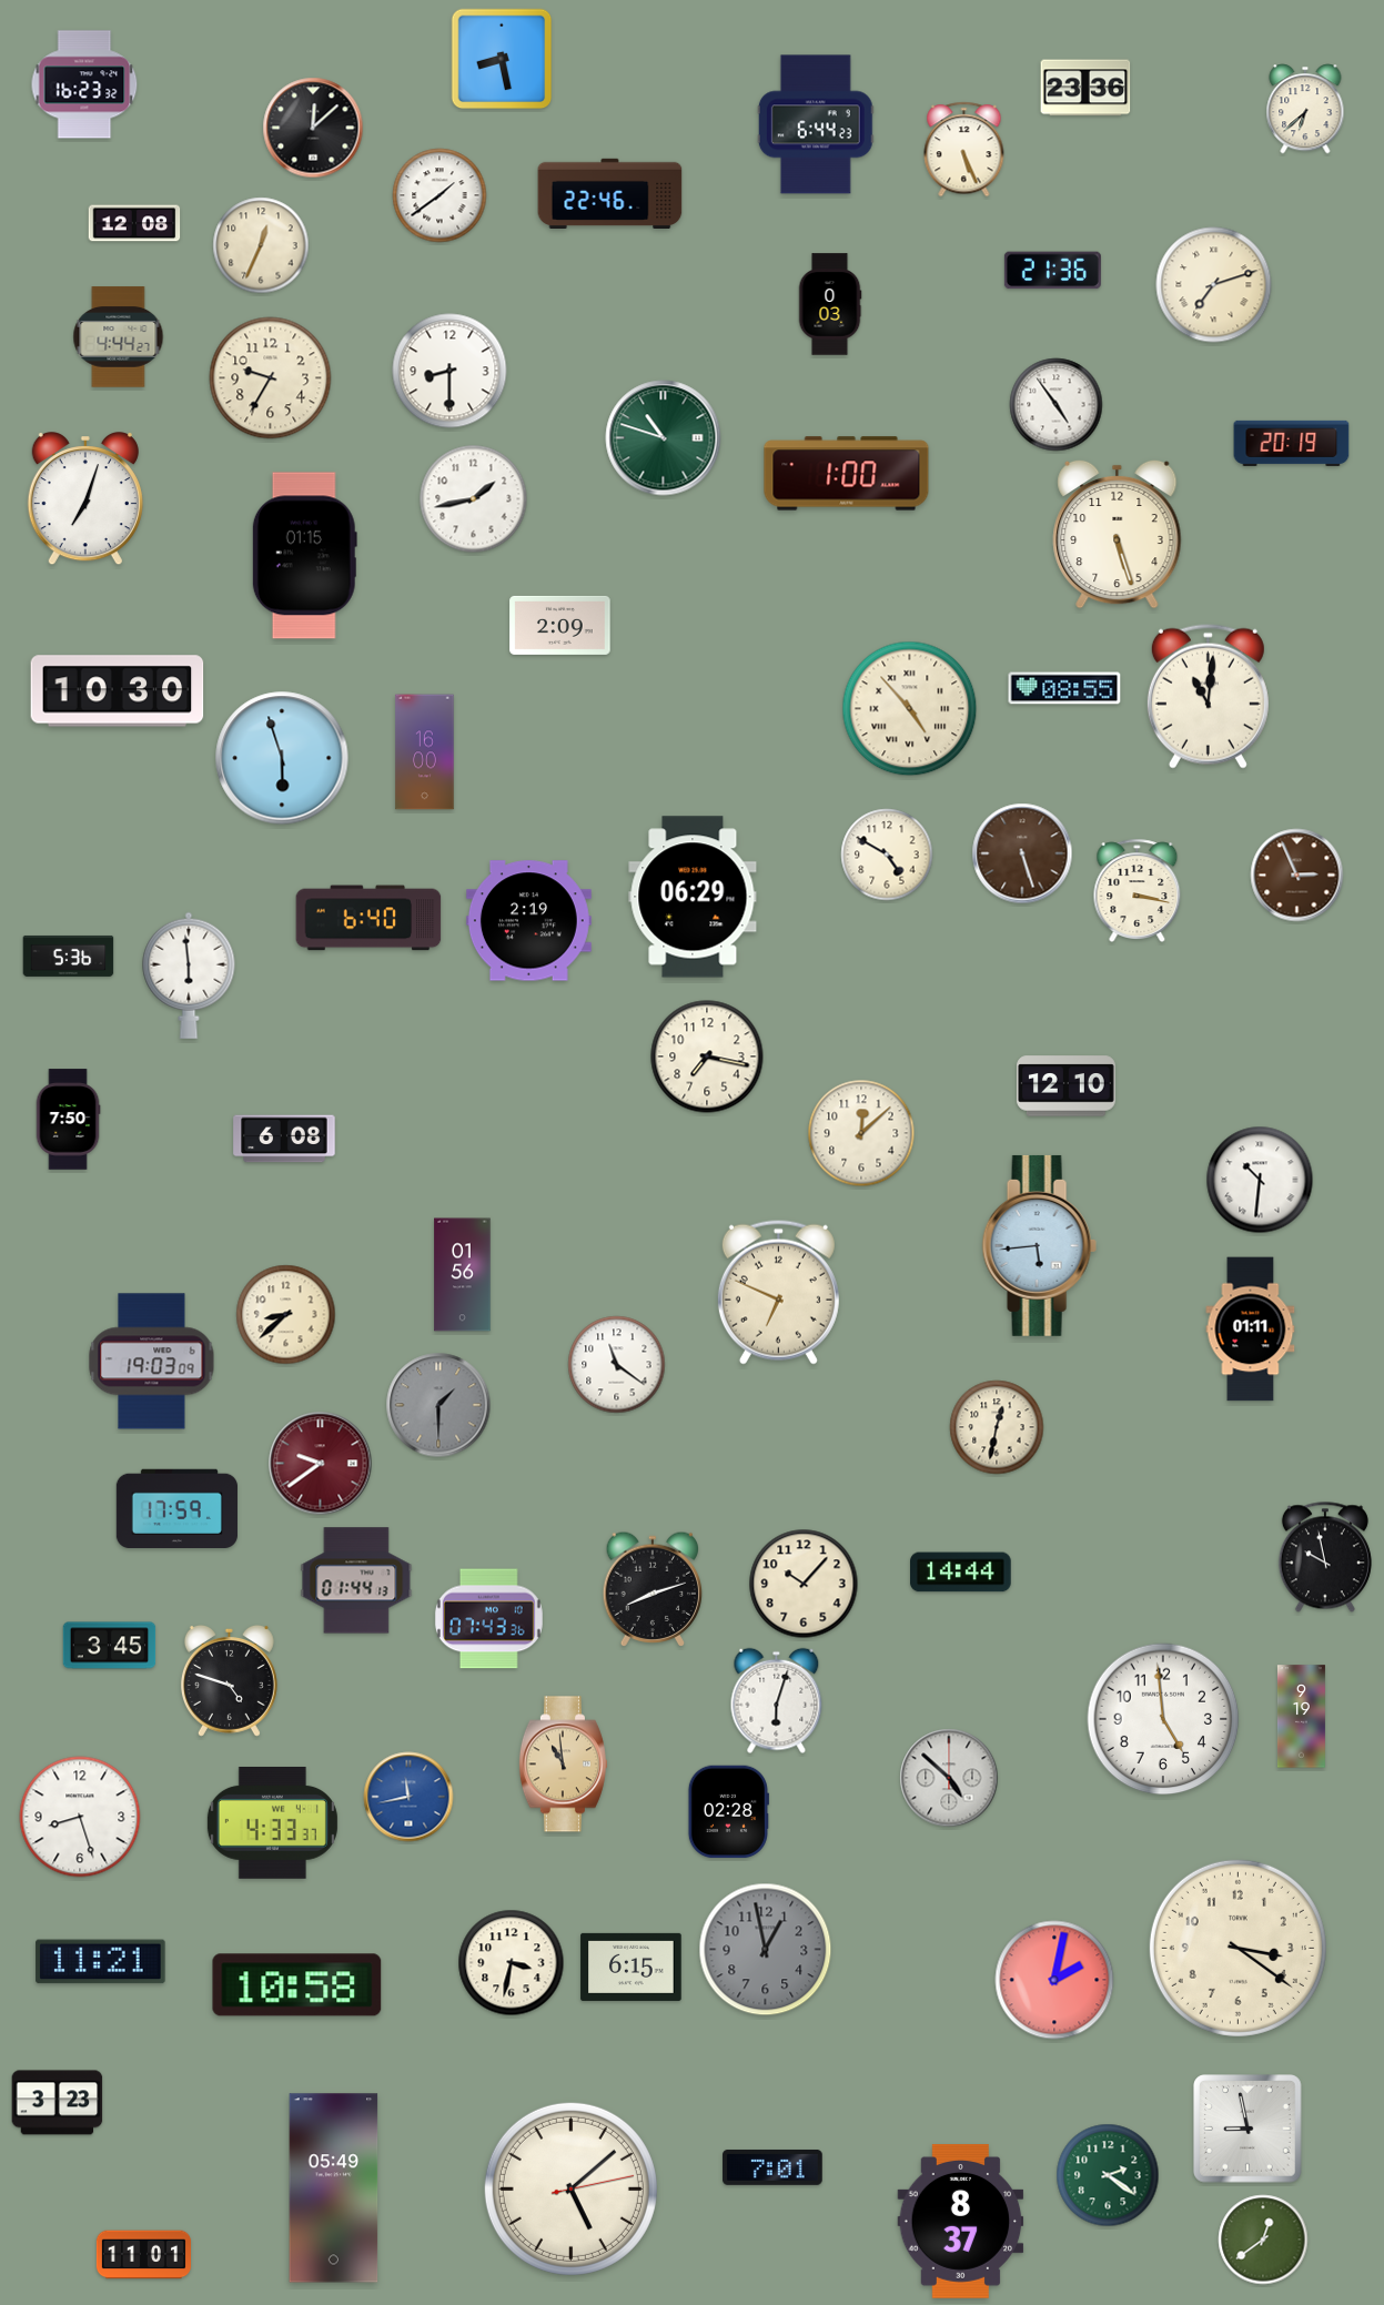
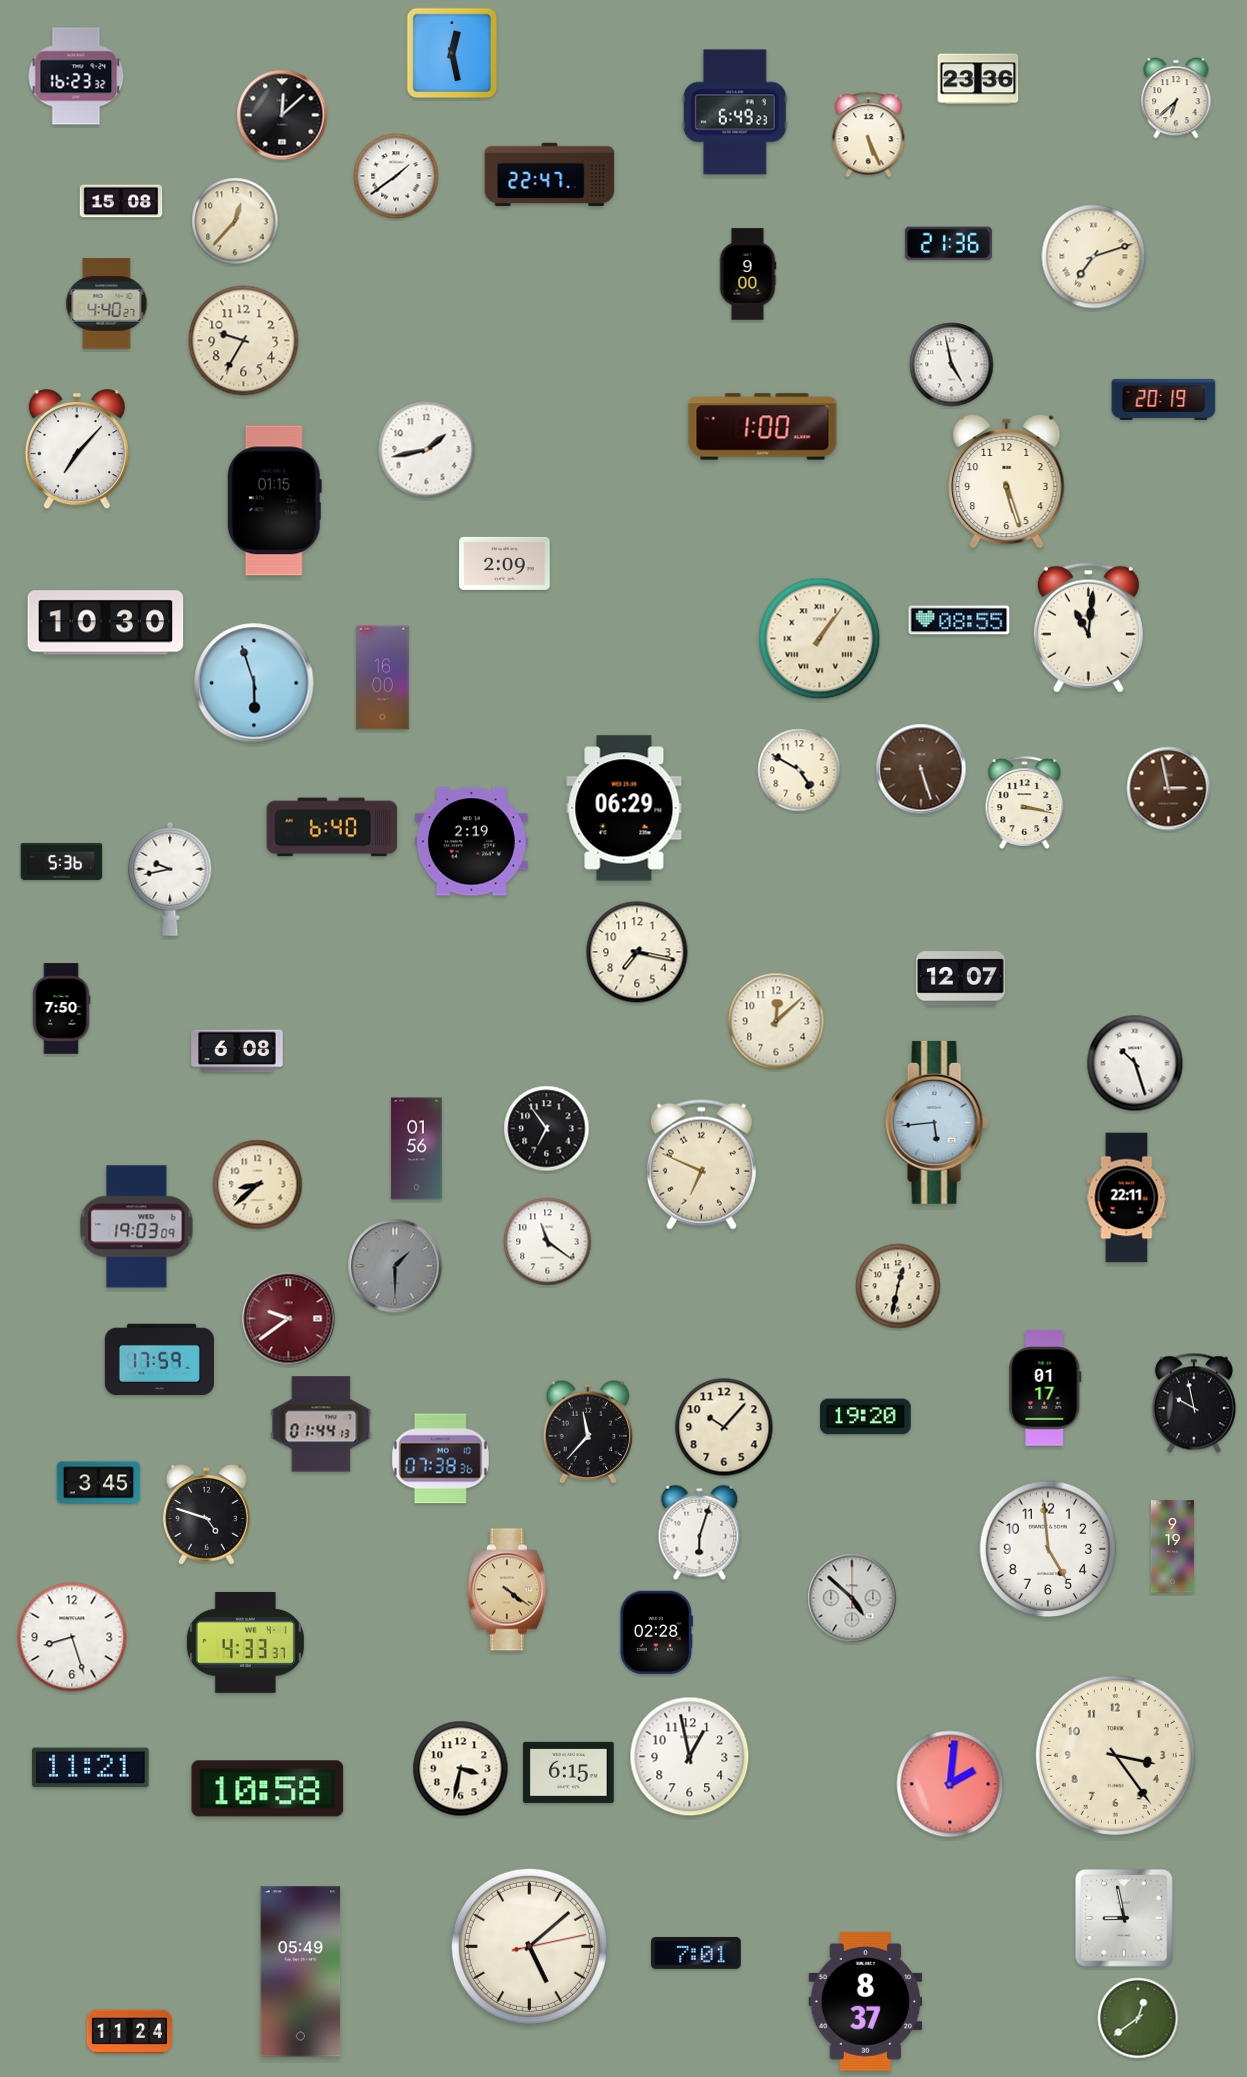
clock at (502, 59): 8:28 -> 12:28
clock at (816, 124): 6:44 -> 6:49
clock at (610, 193): 22:46 -> 22:47
clock at (134, 223): 12:08 -> 15:08
clock at (261, 245): 12:34 -> 12:37
clock at (830, 304): 0:03 -> 9:00
clock at (119, 337): 4:44 -> 4:40
clock at (449, 371): 8:30 -> none
clock at (1057, 405): 4:54 -> 4:58
clock at (664, 438): 10:48 -> none
clock at (85, 499): 7:03 -> 7:07
clock at (910, 709): 4:53 -> 1:06
clock at (1297, 876): 2:56 -> 2:58
clock at (528, 921) position: (528, 921) -> (471, 842)
clock at (189, 975): 5:59 -> 9:43
clock at (1067, 1086): 12:10 -> 12:07
clock at (284, 1139) position: (284, 1139) -> (237, 1051)
clock at (1260, 1180): 10:31 -> 10:27
clock at (547, 1129): none -> 6:54
clock at (1251, 1330): 01:11 -> 22:11
clock at (617, 1365) position: (617, 1365) -> (548, 1242)
clock at (1045, 1388): none -> 01:17
clock at (961, 1573): 14:44 -> 19:20
clock at (653, 1588): 8:12 -> 11:37
clock at (488, 1619): 07:43 -> 07:38
clock at (563, 1765): 10:59 -> 4:21
clock at (949, 1778) position: (949, 1778) -> (852, 1598)
clock at (408, 1797): 11:43 -> none
clock at (1237, 1948): 3:21 -> 3:24
clock at (766, 1950) dial: grey -> white
clock at (1054, 1980): 2:02 -> 2:01
clock at (58, 2103): 3:23 -> none
clock at (1108, 2175): 2:21 -> none
clock at (570, 2188) position: (570, 2188) -> (529, 1946)
clock at (143, 2255): 11:01 -> 11:24
